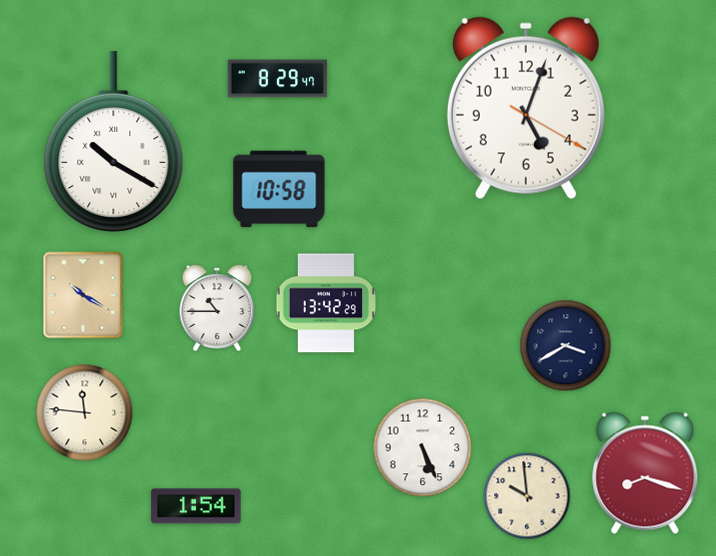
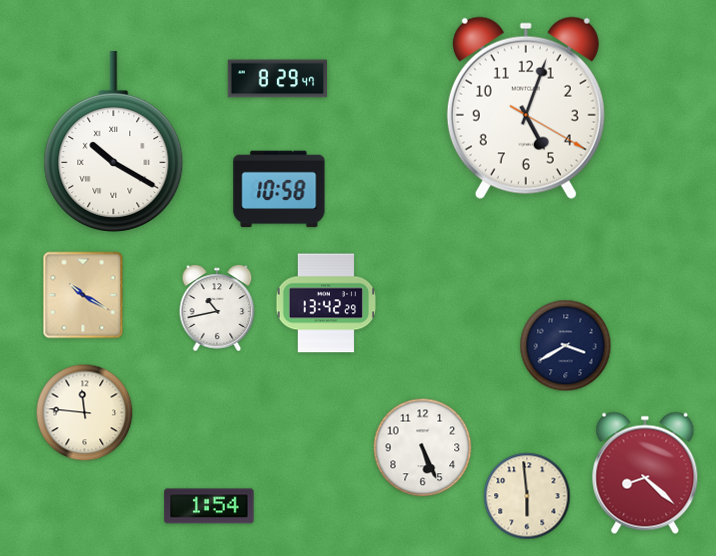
clock at (217, 308): 10:45 -> 10:43
clock at (645, 473): 8:18 -> 8:22
clock at (527, 496): 9:59 -> 5:59
clock at (196, 506) position: (196, 506) -> (209, 506)
